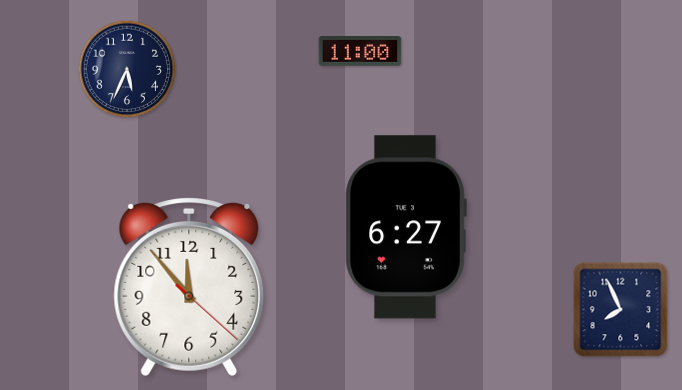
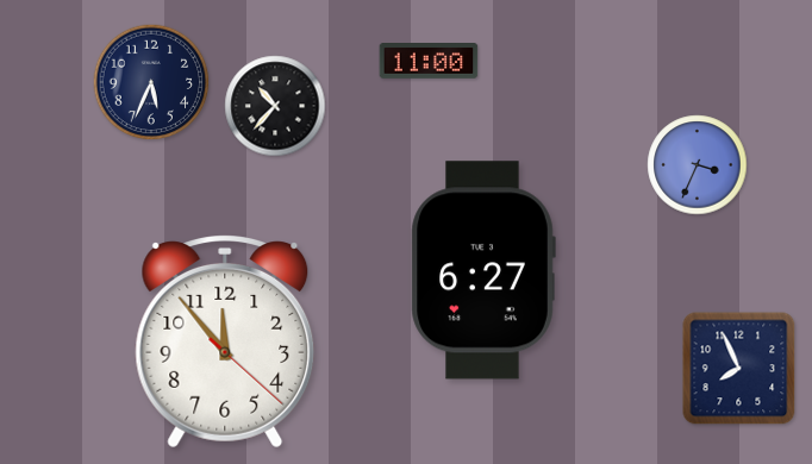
clock at (275, 106): none -> 10:37
clock at (698, 165): none -> 3:34
